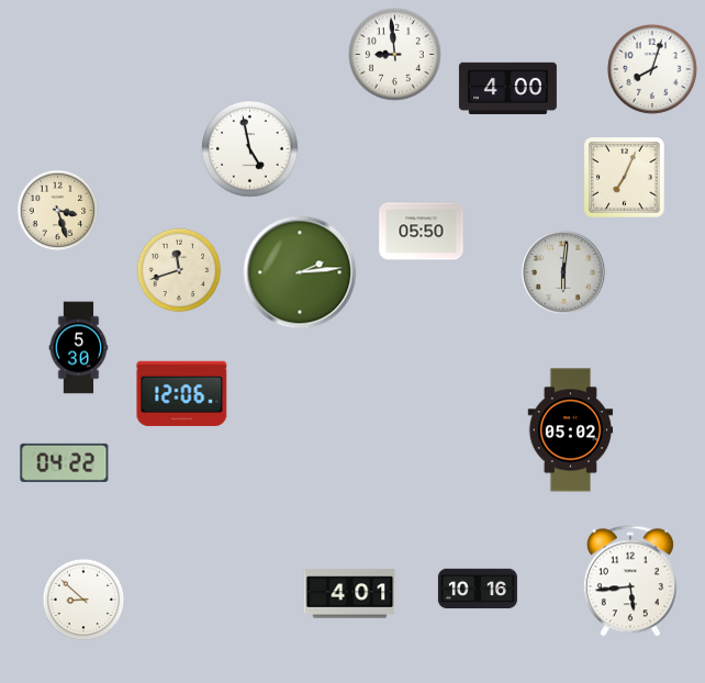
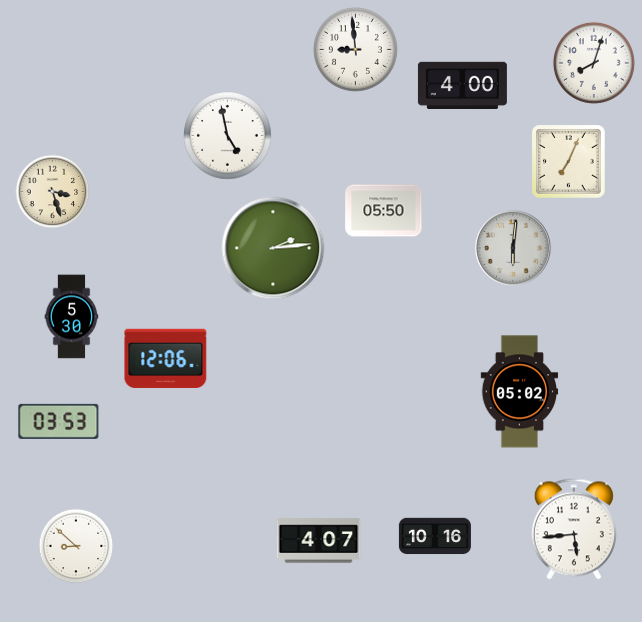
clock at (395, 55) position: (395, 55) -> (356, 50)
clock at (507, 88) position: (507, 88) -> (462, 85)
clock at (179, 270): 11:42 -> none
clock at (65, 462): 04:22 -> 03:53
clock at (350, 594): 4:01 -> 4:07
